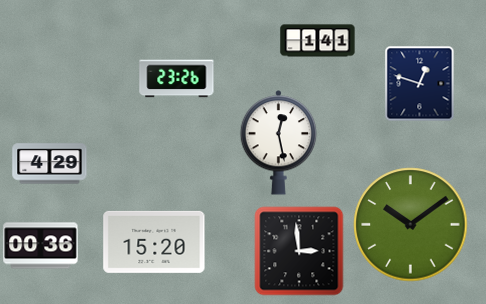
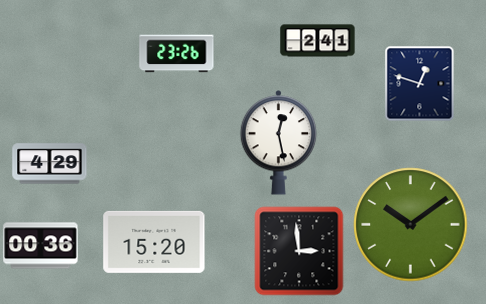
clock at (318, 41): 1:41 -> 2:41
clock at (177, 79) position: (177, 79) -> (177, 54)
